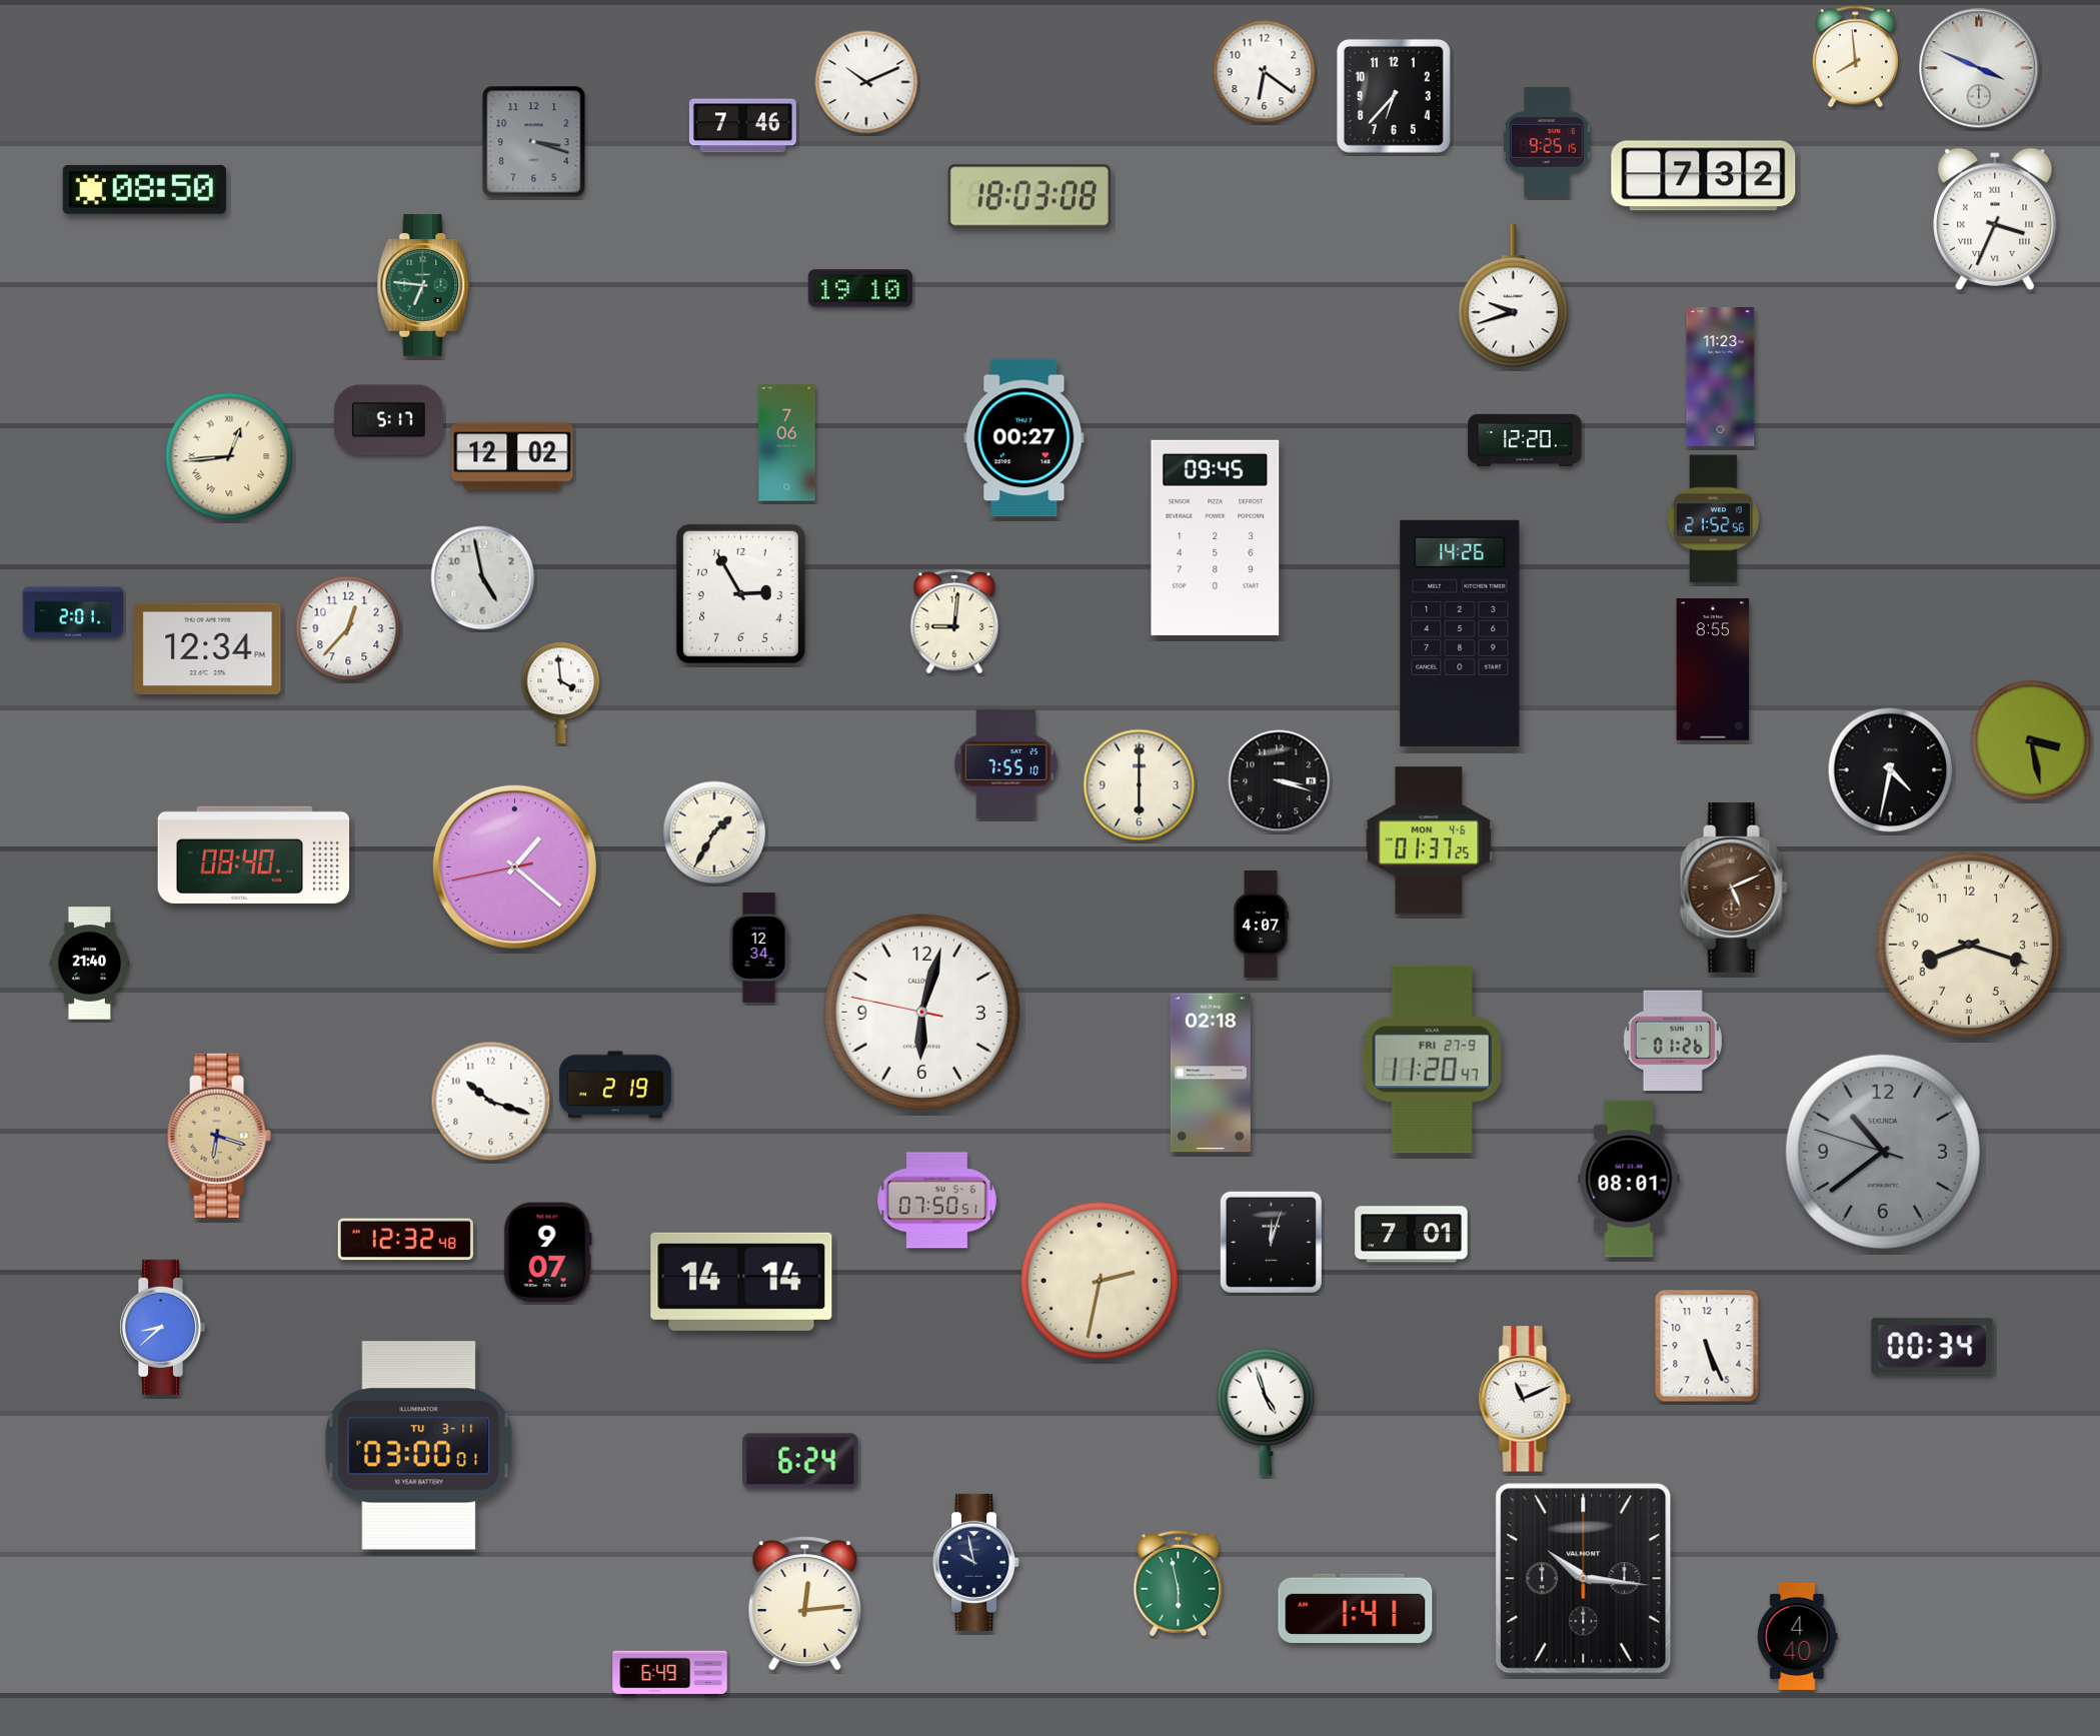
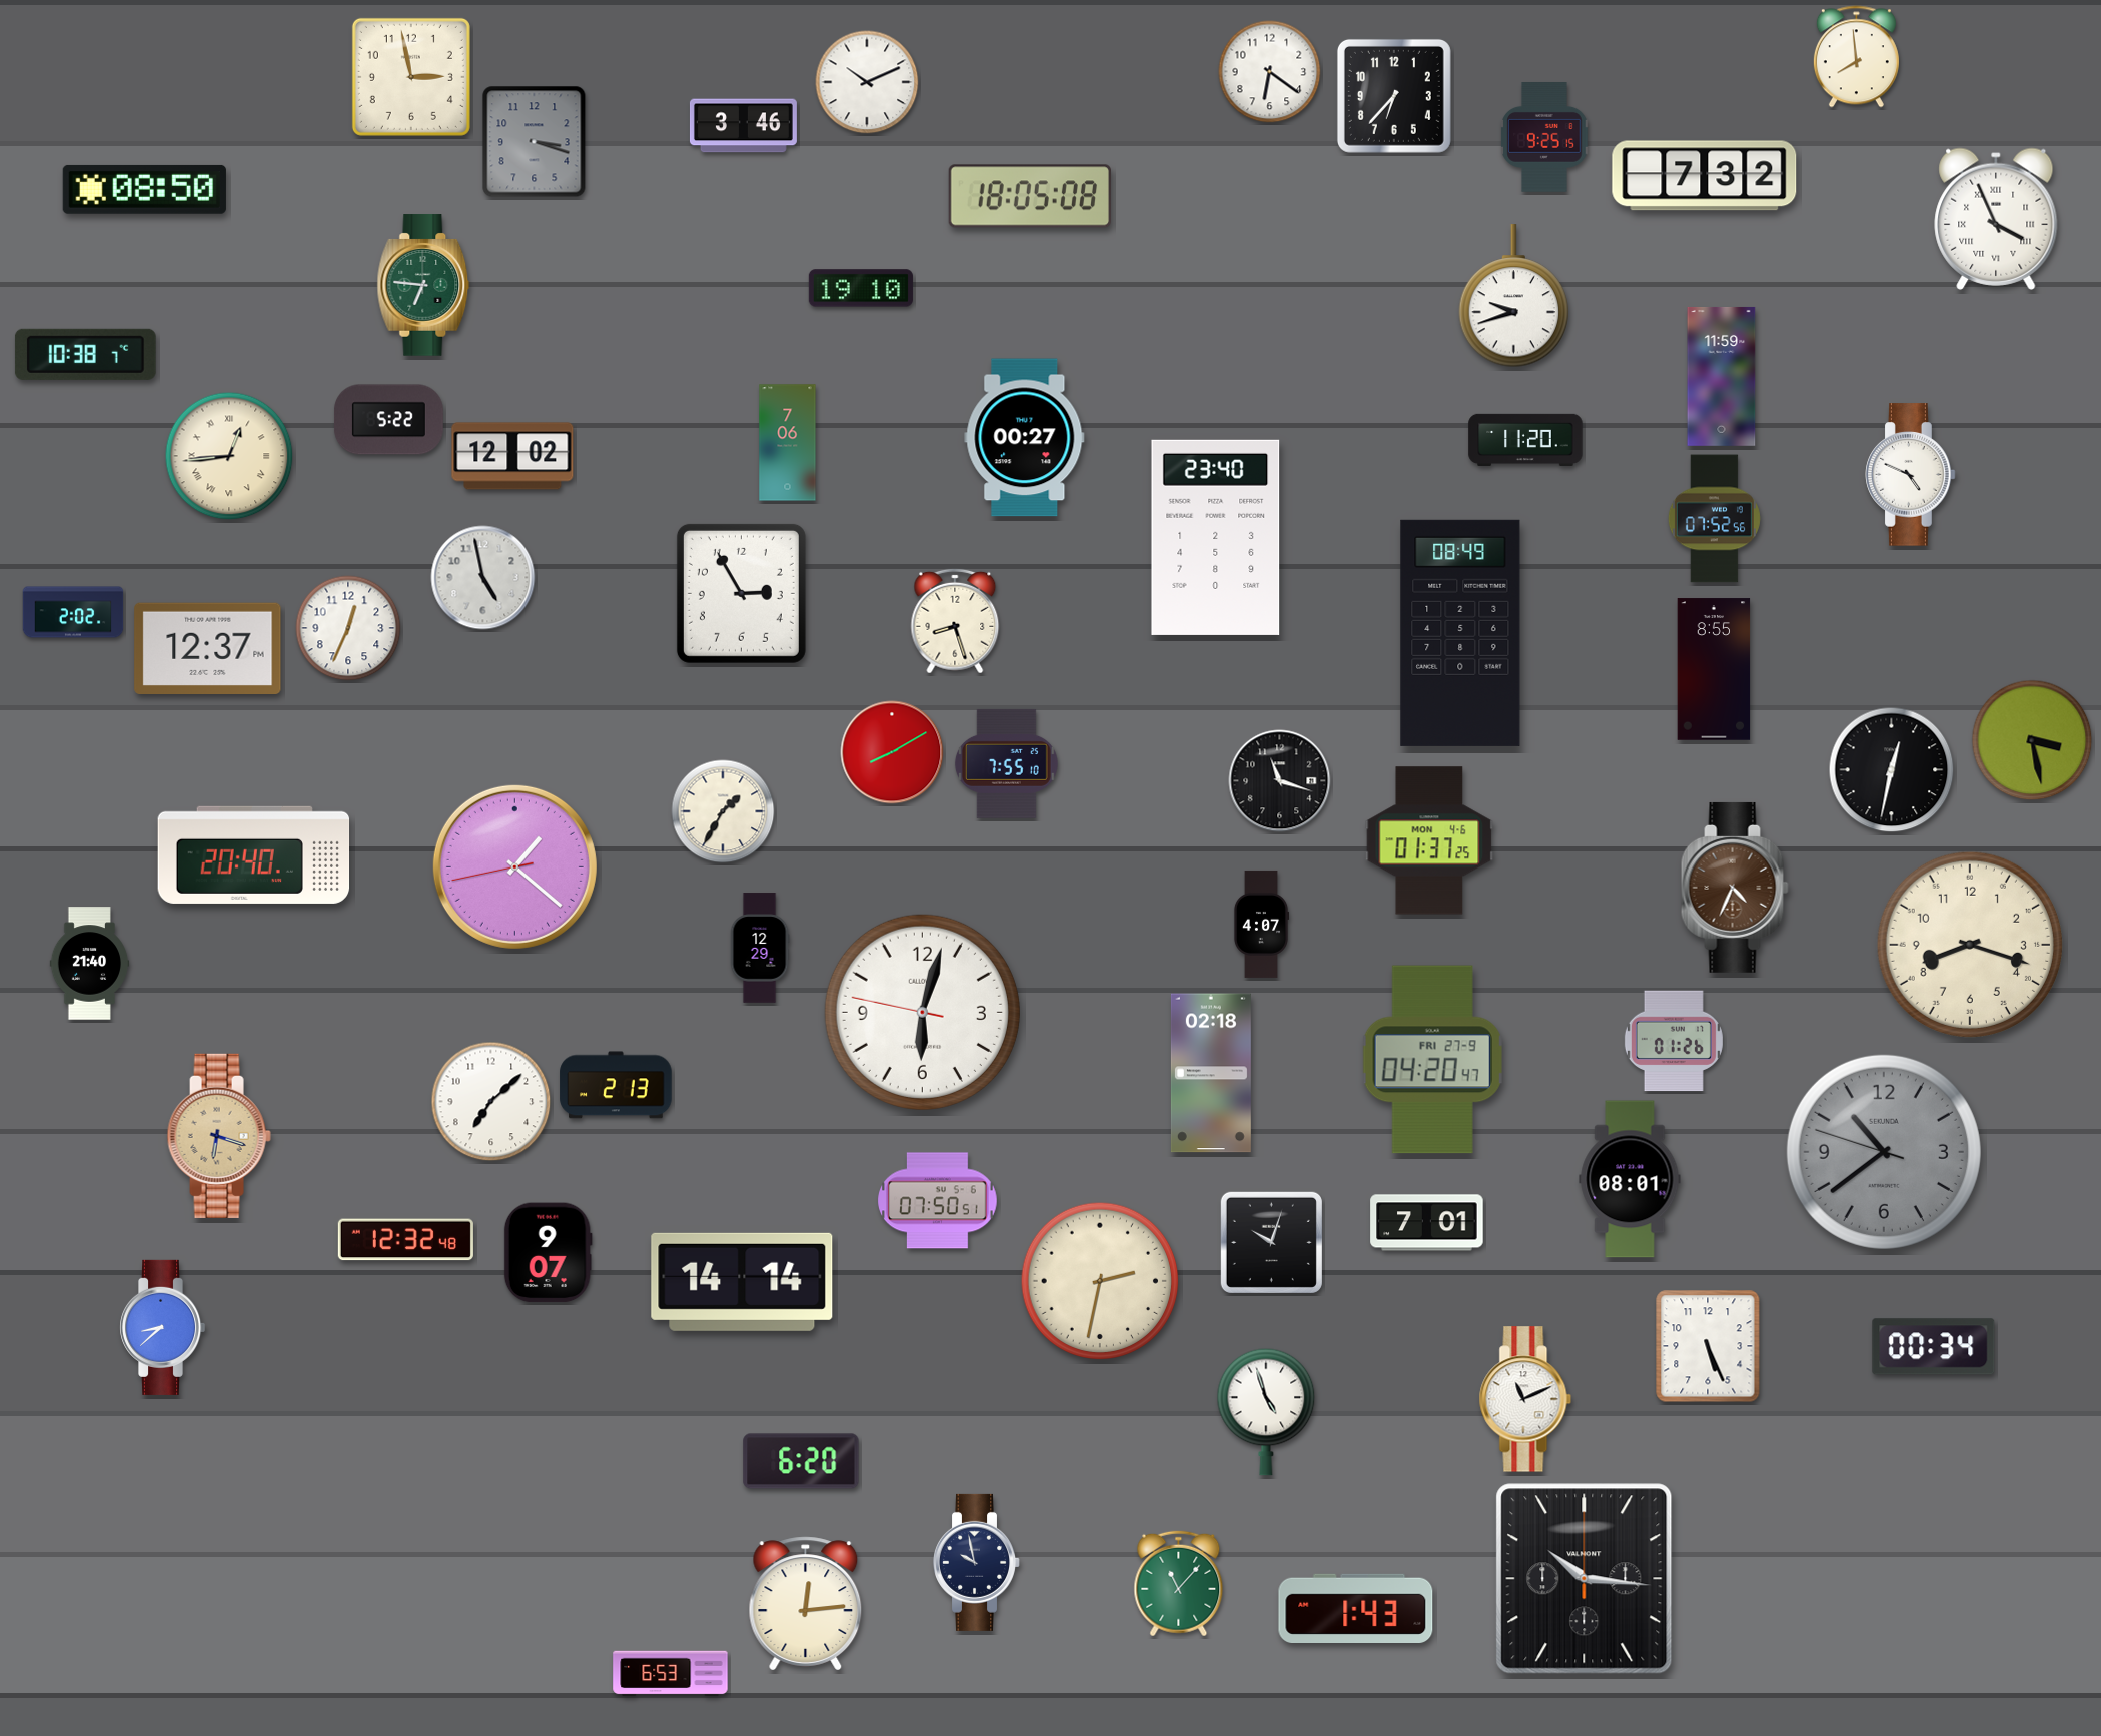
clock at (1979, 68): 3:49 -> none
clock at (1265, 72) position: (1265, 72) -> (1270, 72)
clock at (411, 77): none -> 2:58
clock at (742, 126): 7:46 -> 3:46
clock at (1547, 143) position: (1547, 143) -> (1544, 138)
clock at (1028, 196): 18:03 -> 18:05
clock at (1995, 219): 3:34 -> 3:56
clock at (85, 354): none -> 10:38
clock at (1721, 376): 11:23 -> 11:59
clock at (388, 420): 5:17 -> 5:22
clock at (1525, 440): 12:20 -> 11:20
clock at (1911, 475): none -> 4:49
clock at (1713, 519): 21:52 -> 07:52
clock at (1216, 537): 09:45 -> 23:40
clock at (73, 612): 2:01 -> 2:02
clock at (954, 621): 9:01 -> 8:27
clock at (348, 628): 12:37 -> 12:34
clock at (1460, 633): 14:26 -> 08:49
clock at (208, 648): 12:34 -> 12:37
clock at (561, 693): 3:59 -> none
clock at (892, 752): none -> 8:10
clock at (1891, 770): 4:32 -> 12:32
clock at (1280, 781): 3:18 -> 11:18
clock at (1140, 785): 6:00 -> none
clock at (714, 832) position: (714, 832) -> (723, 811)
clock at (254, 854): 08:40 -> 20:40
clock at (1734, 888): 5:11 -> 4:34
clock at (759, 948): 12:34 -> 12:29
clock at (1432, 1060): 11:20 -> 04:20
clock at (615, 1085): 2:19 -> 2:13
clock at (491, 1102): 10:18 -> 7:08
clock at (1412, 1235) position: (1412, 1235) -> (1427, 1223)
clock at (1271, 1242): 12:03 -> 10:03
clock at (419, 1446): 03:00 -> none
clock at (800, 1461): 6:24 -> 6:20
clock at (1179, 1584): 5:58 -> 11:07
clock at (1356, 1608): 1:41 -> 1:43
clock at (1798, 1636): 4:40 -> none
clock at (670, 1674): 6:49 -> 6:53
